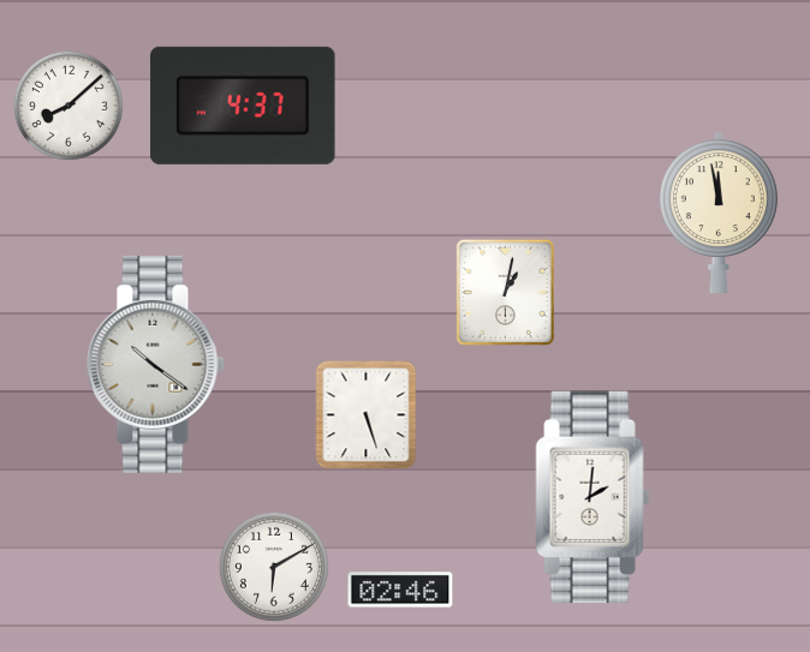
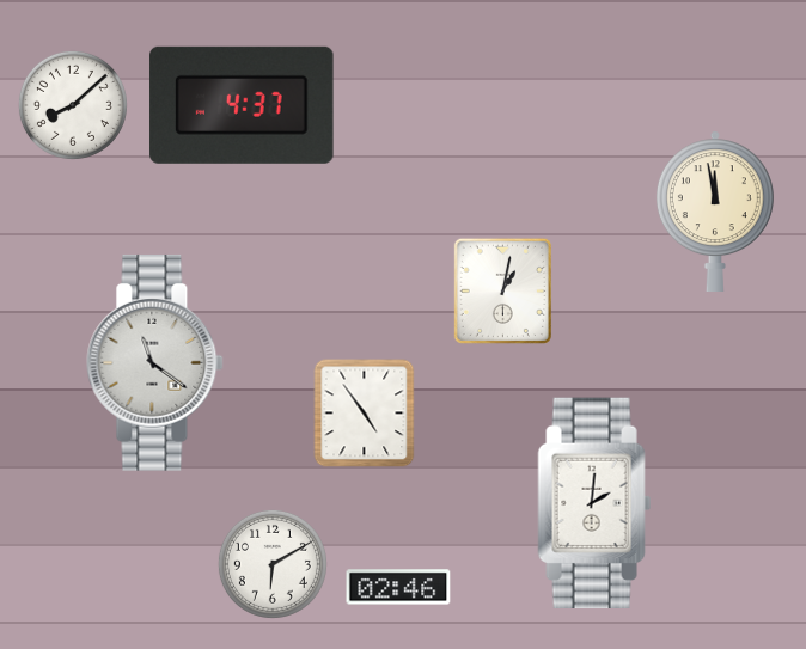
clock at (69, 106) position: (69, 106) -> (73, 105)
clock at (156, 364): 10:21 -> 11:21
clock at (367, 415): 5:27 -> 4:54
clock at (592, 496) position: (592, 496) -> (594, 502)
